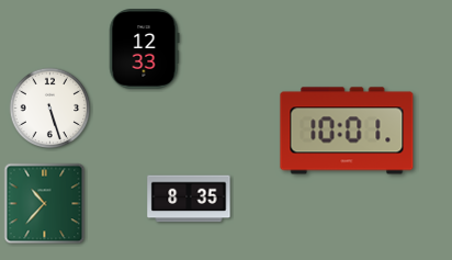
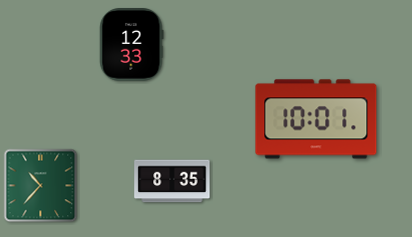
clock at (50, 109): 5:27 -> none
